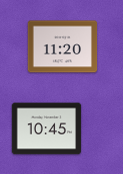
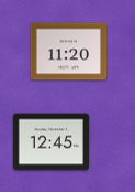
clock at (47, 129): 10:45 -> 12:45
